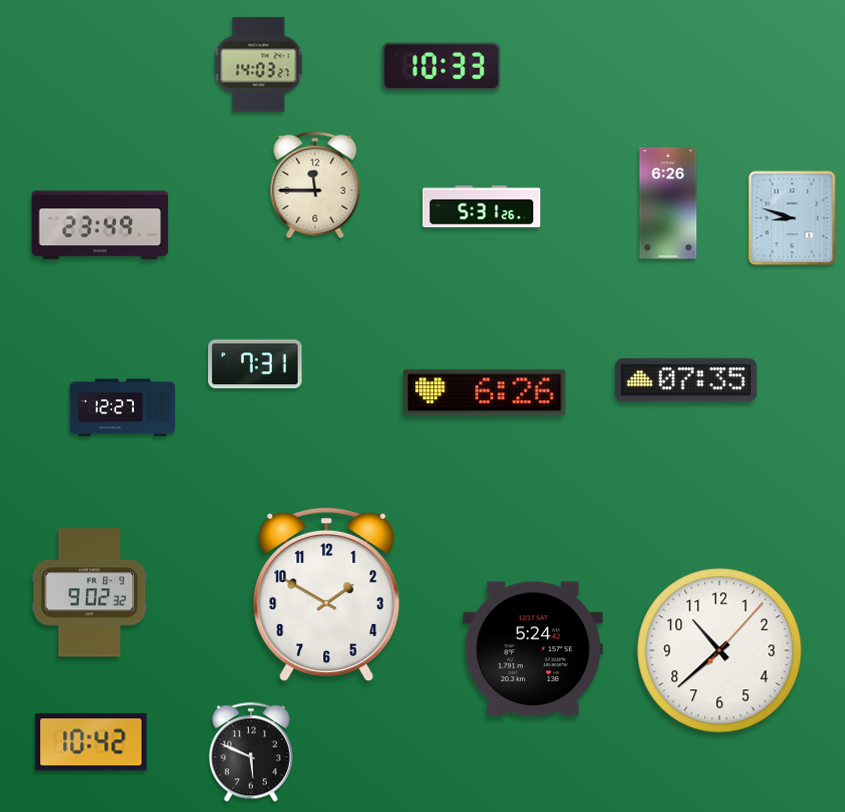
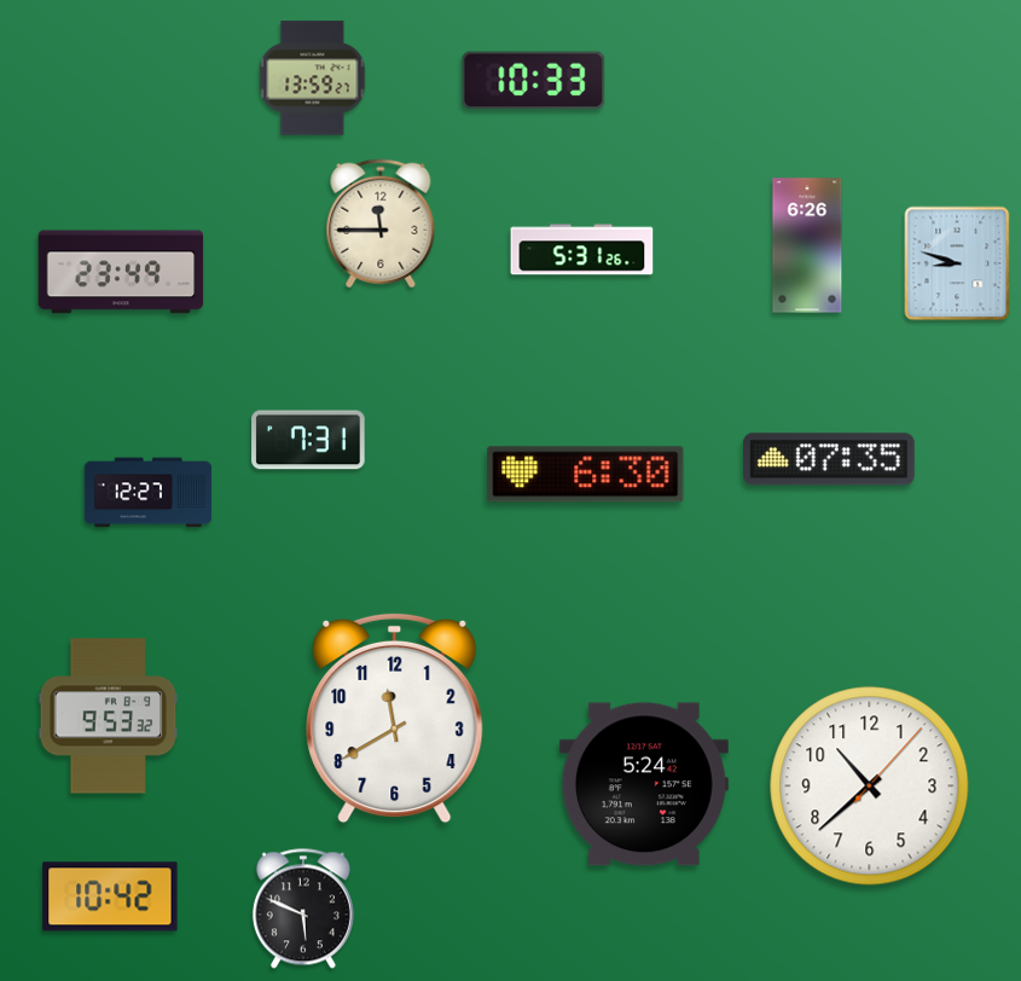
clock at (259, 65): 14:03 -> 13:59
clock at (485, 393): 6:26 -> 6:30
clock at (90, 593): 9:02 -> 9:53
clock at (327, 594): 1:50 -> 11:40
